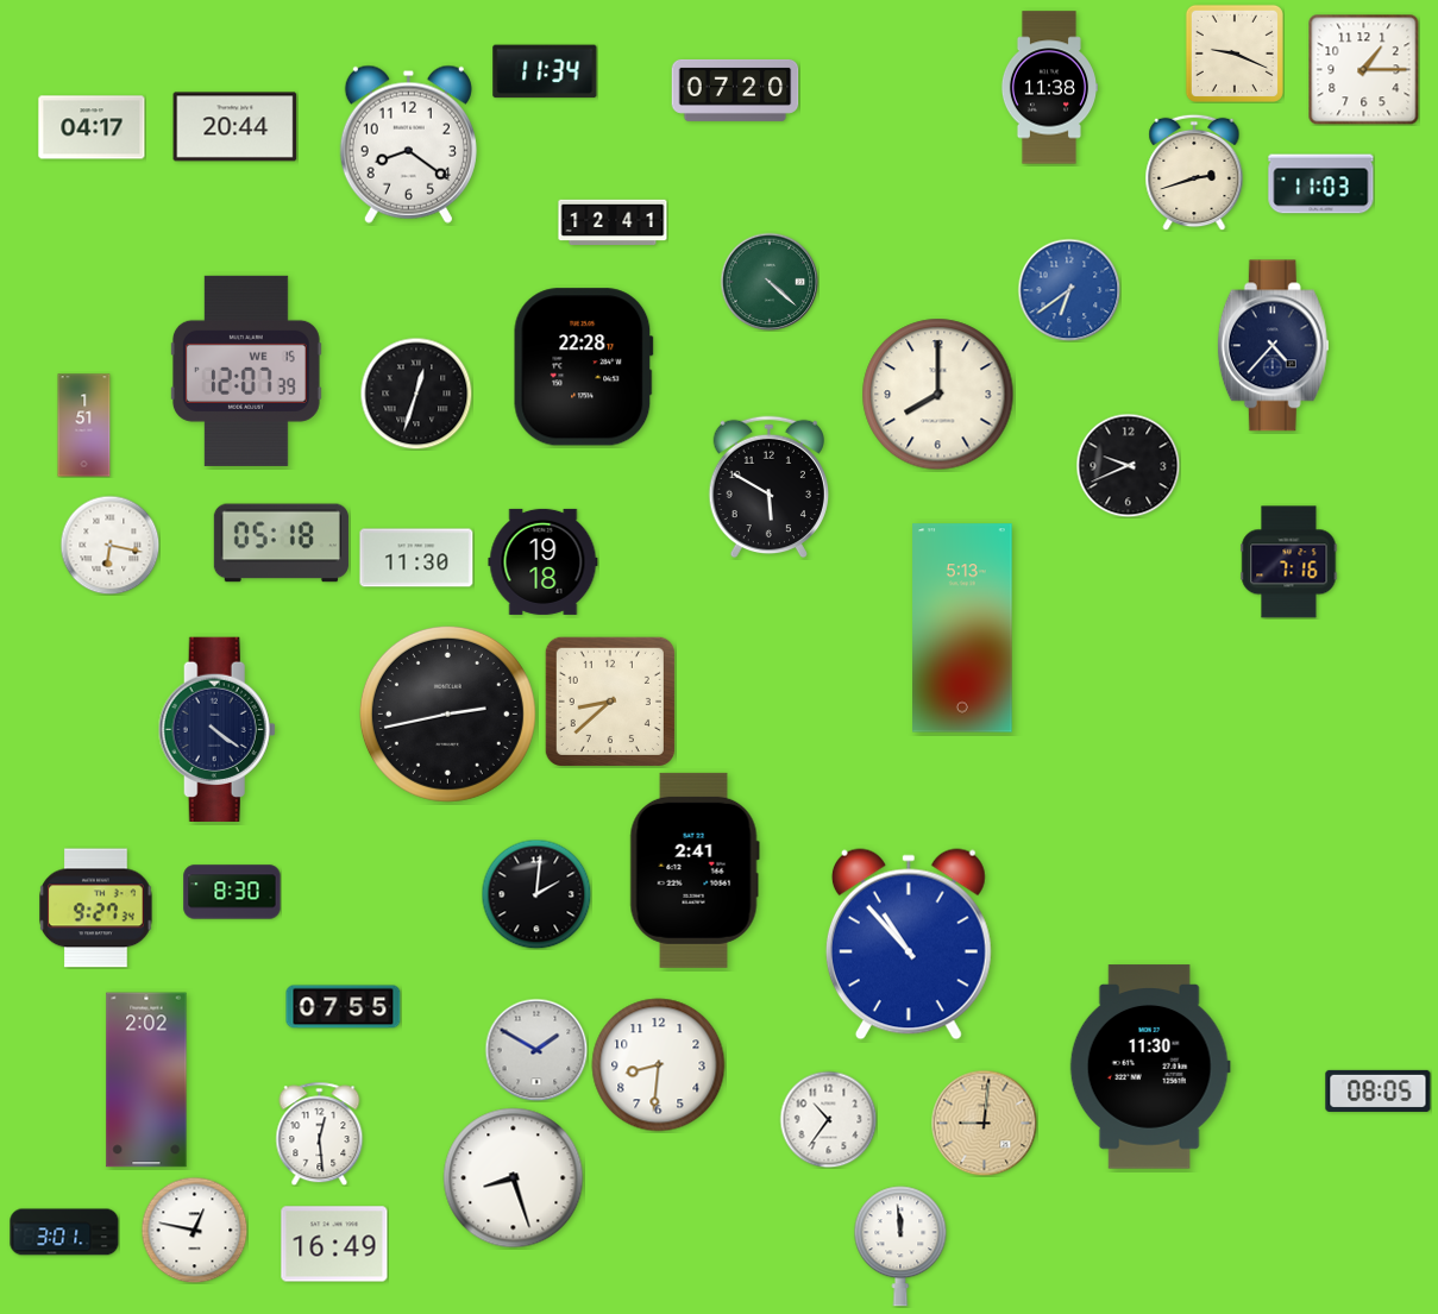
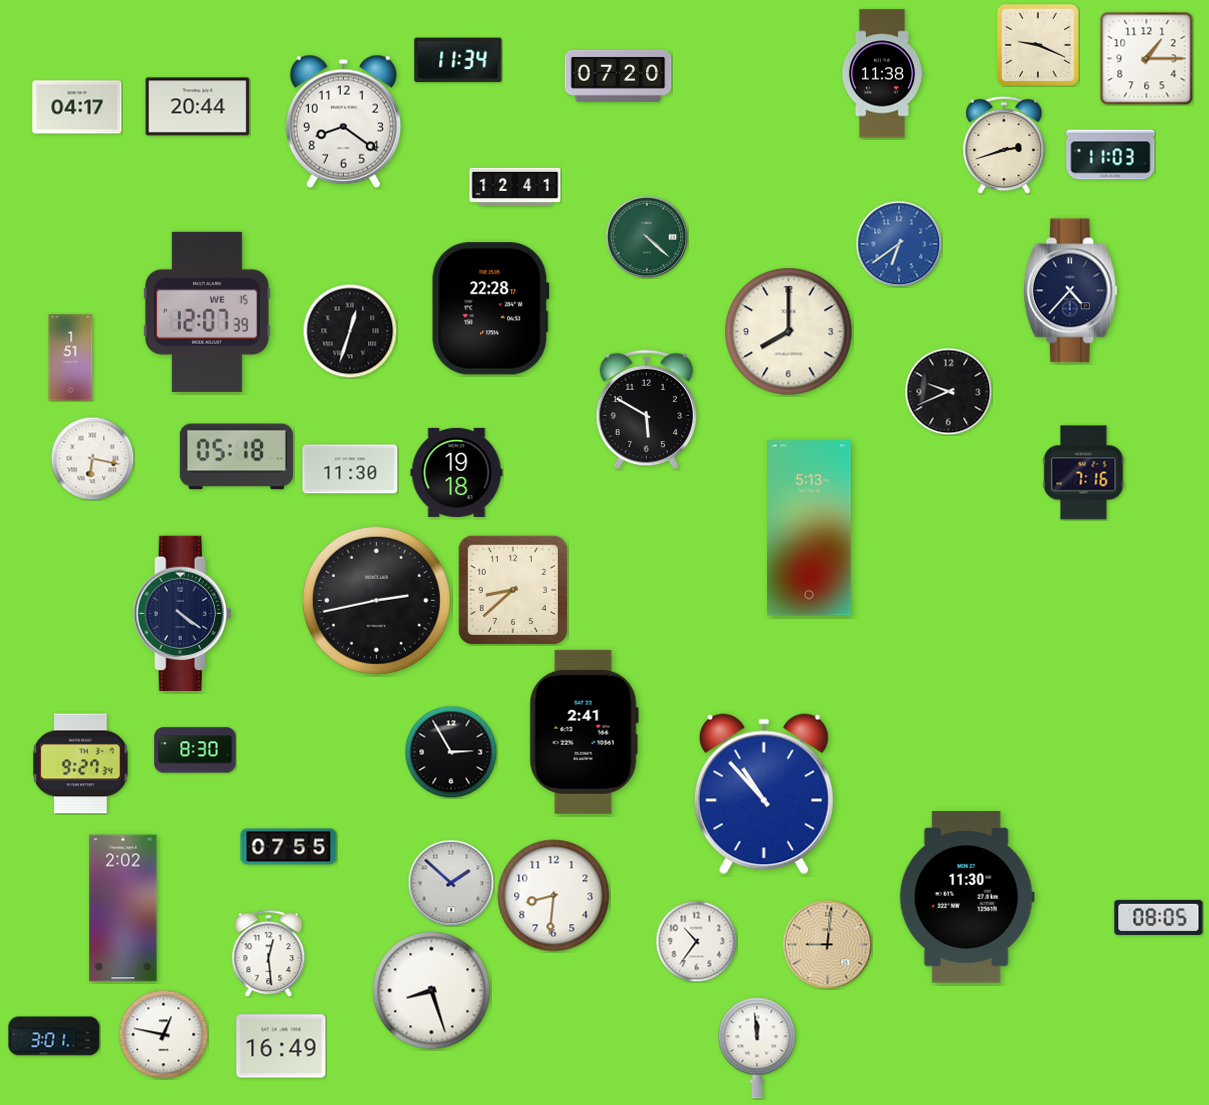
clock at (536, 894): 2:01 -> 2:55
clock at (536, 1050): 1:50 -> 1:52
